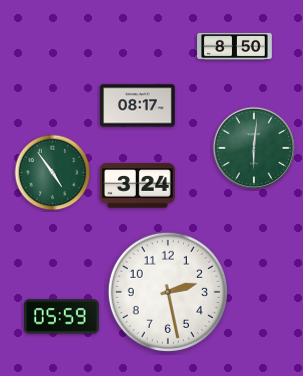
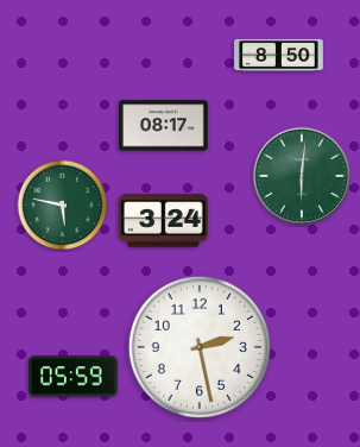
clock at (53, 173): 4:54 -> 5:47
